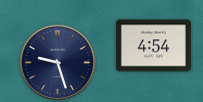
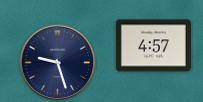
clock at (153, 46): 4:54 -> 4:57
